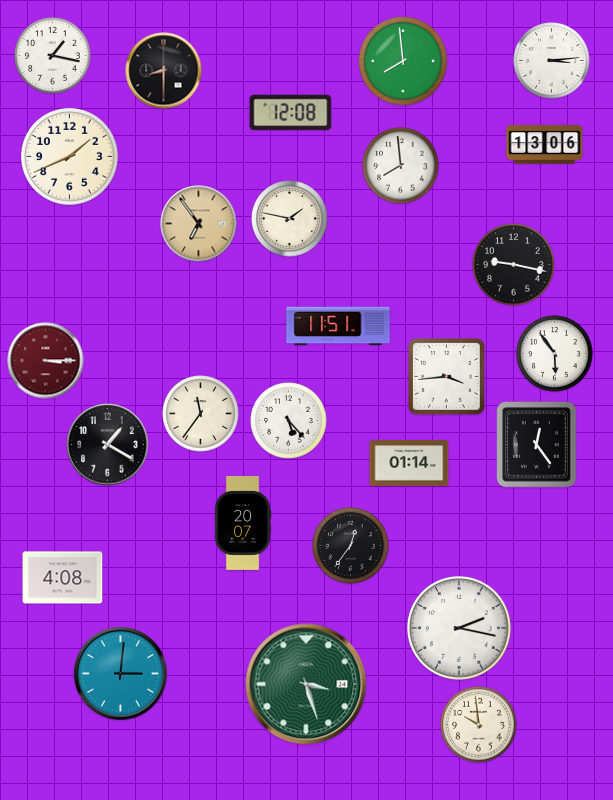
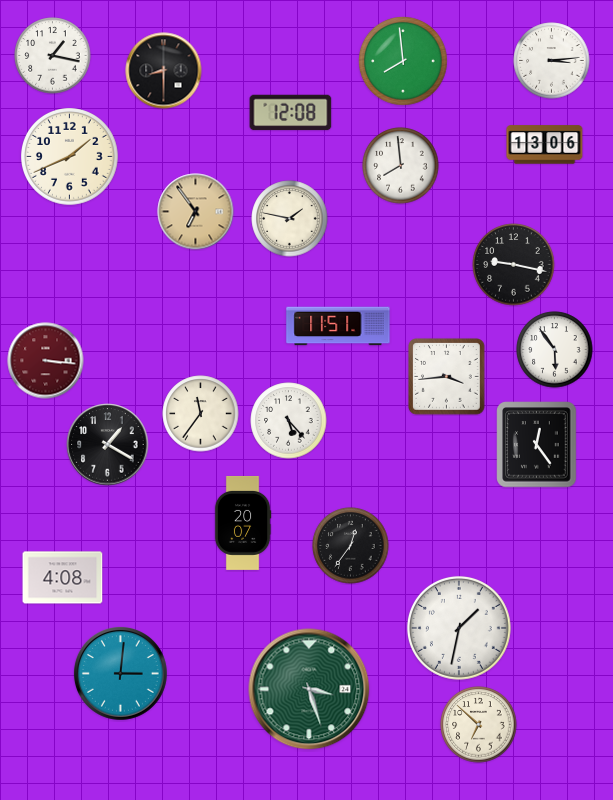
clock at (199, 224) position: (199, 224) -> (196, 212)
clock at (555, 354) position: (555, 354) -> (555, 350)
clock at (46, 361): 3:15 -> 3:16
clock at (409, 464): 01:14 -> none
clock at (459, 628): 2:17 -> 1:32
clock at (306, 684) position: (306, 684) -> (309, 689)
clock at (479, 725): 9:59 -> 6:52
